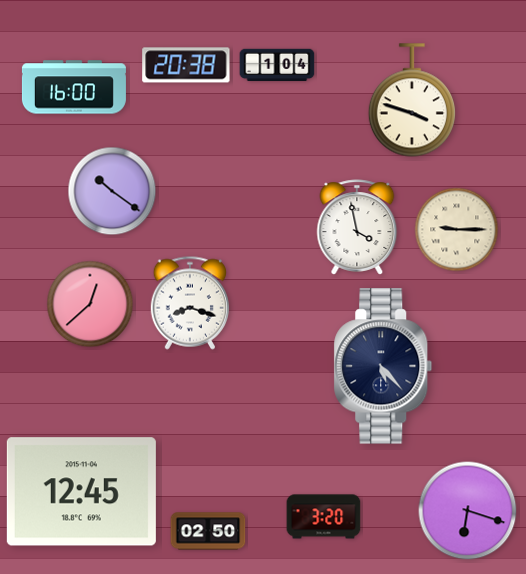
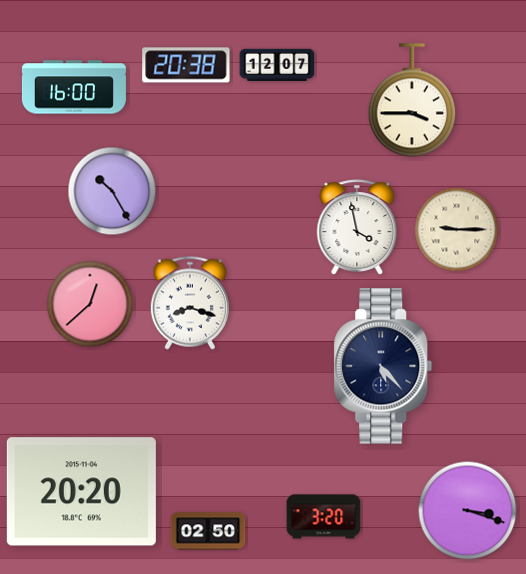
clock at (277, 65): 1:04 -> 12:07
clock at (412, 100): 3:48 -> 3:45
clock at (112, 191): 10:21 -> 10:25
clock at (81, 492): 12:45 -> 20:20
clock at (468, 511): 6:18 -> 3:18
